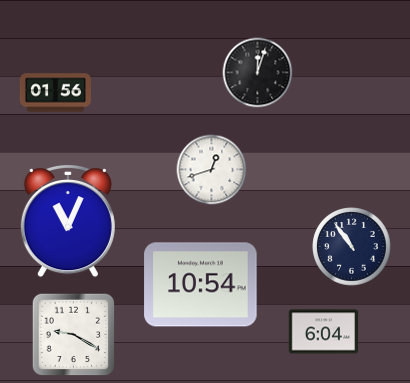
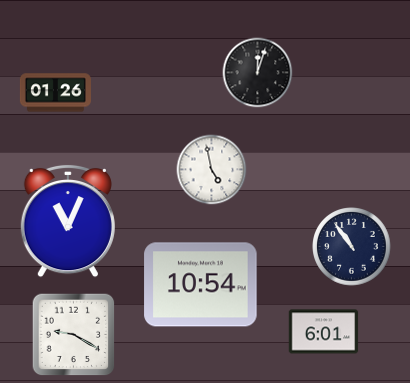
clock at (55, 93): 01:56 -> 01:26
clock at (212, 170): 12:42 -> 4:58
clock at (324, 332): 6:04 -> 6:01
